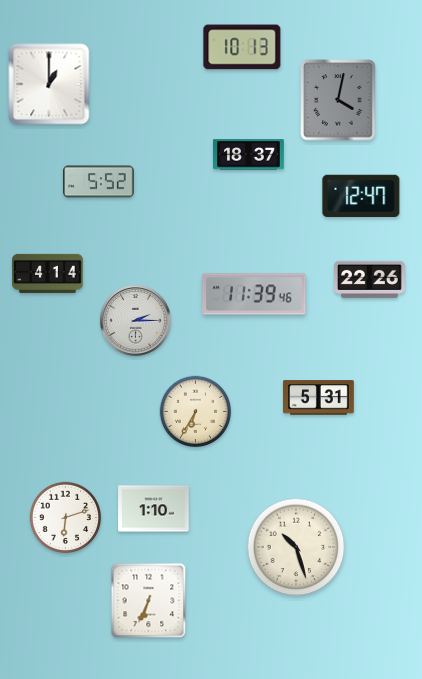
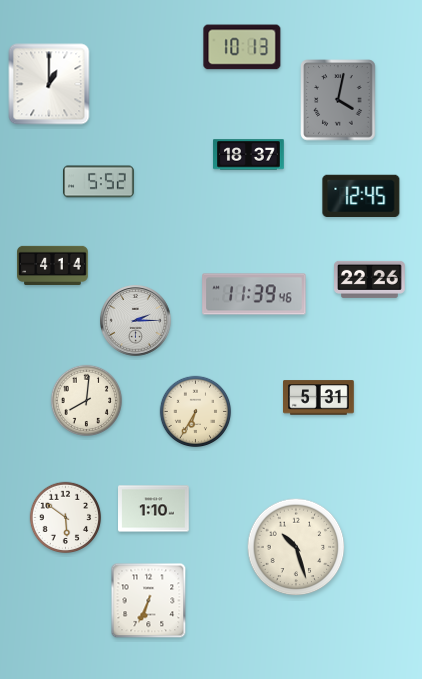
clock at (361, 195): 12:47 -> 12:45
clock at (48, 273) position: (48, 273) -> (53, 265)
clock at (87, 401): none -> 8:01
clock at (66, 518): 6:12 -> 5:51
